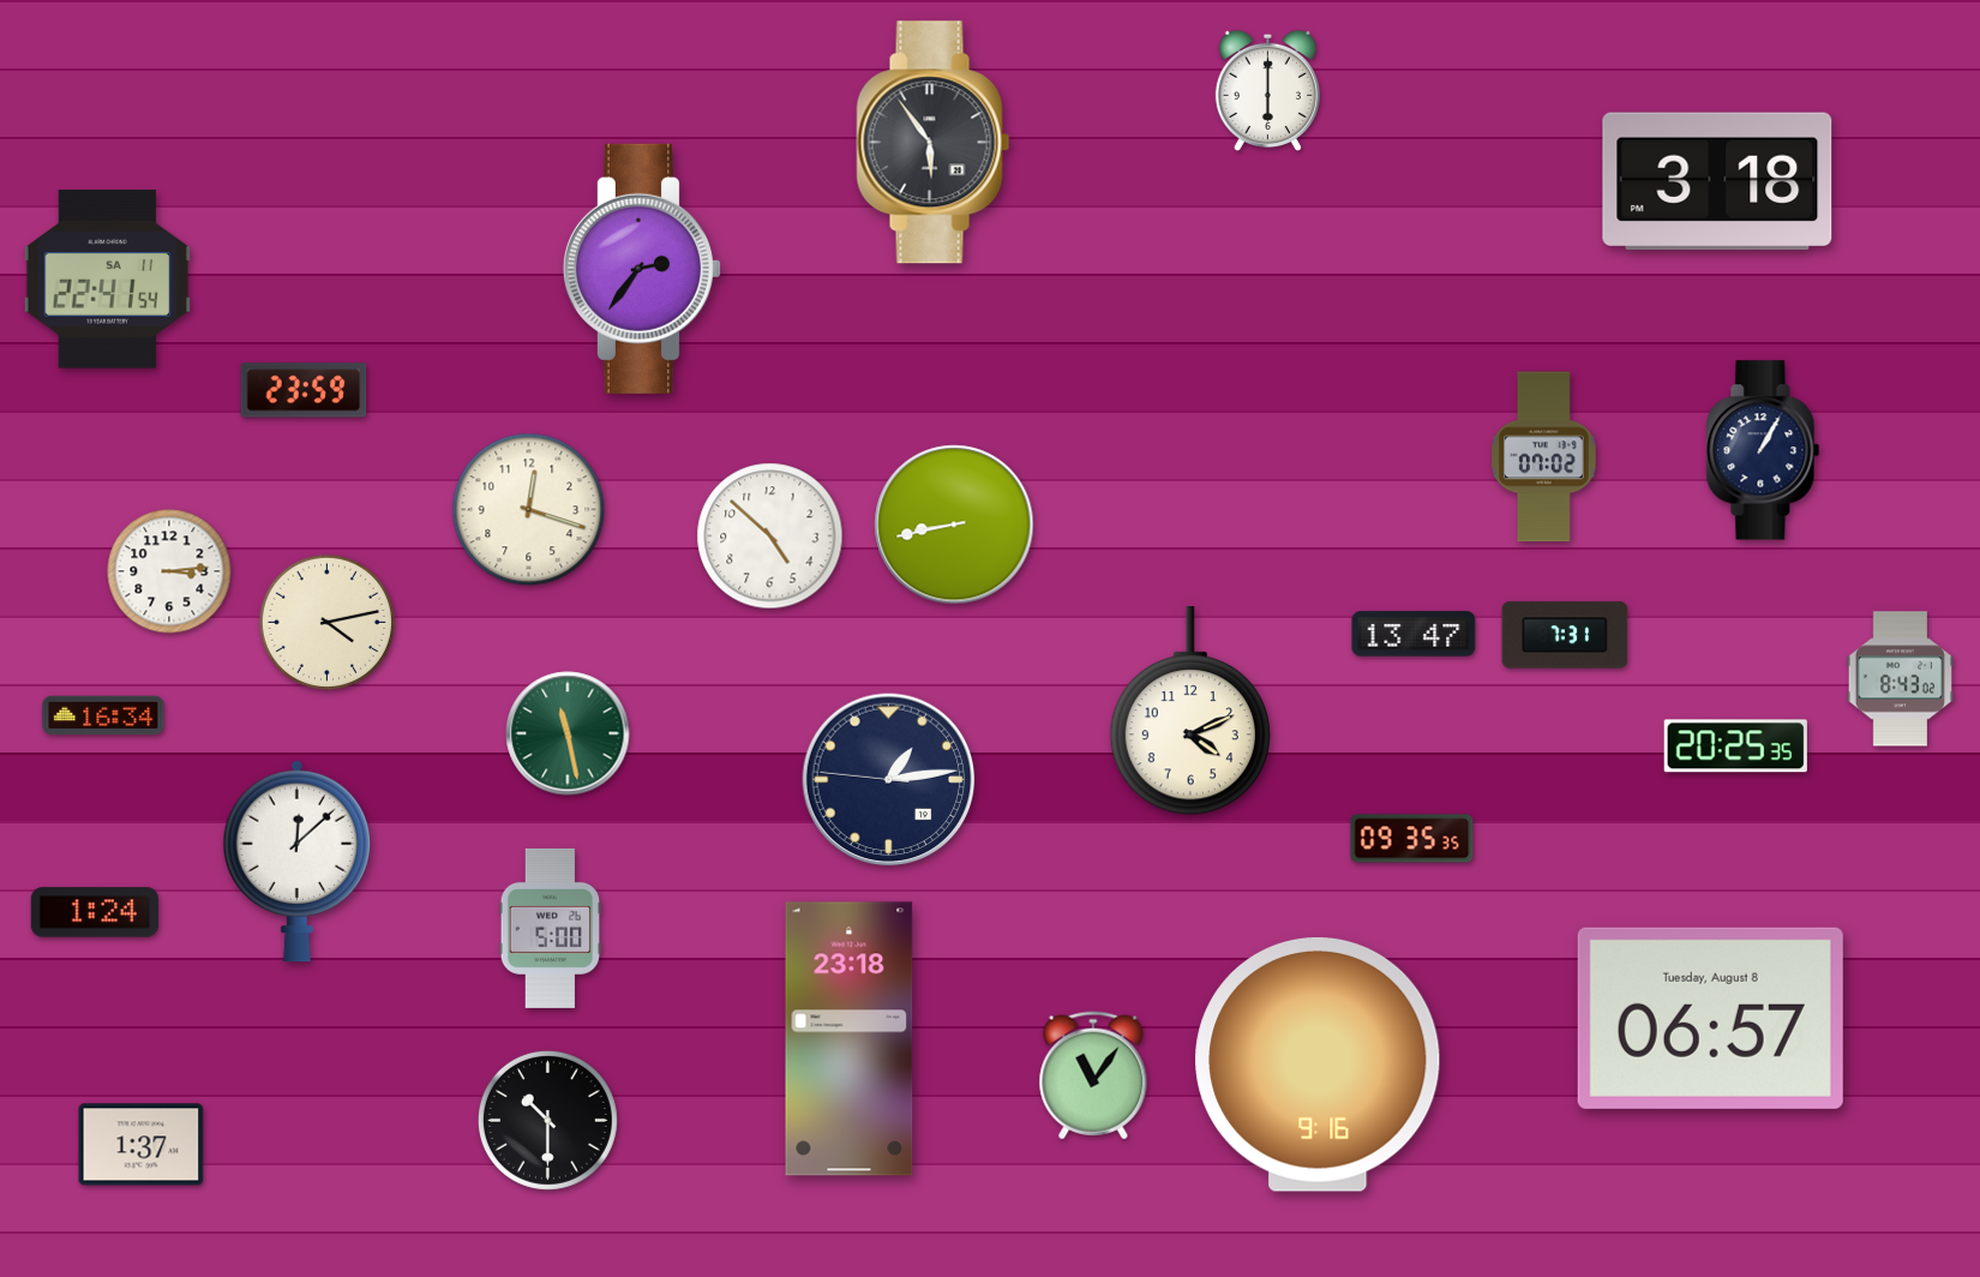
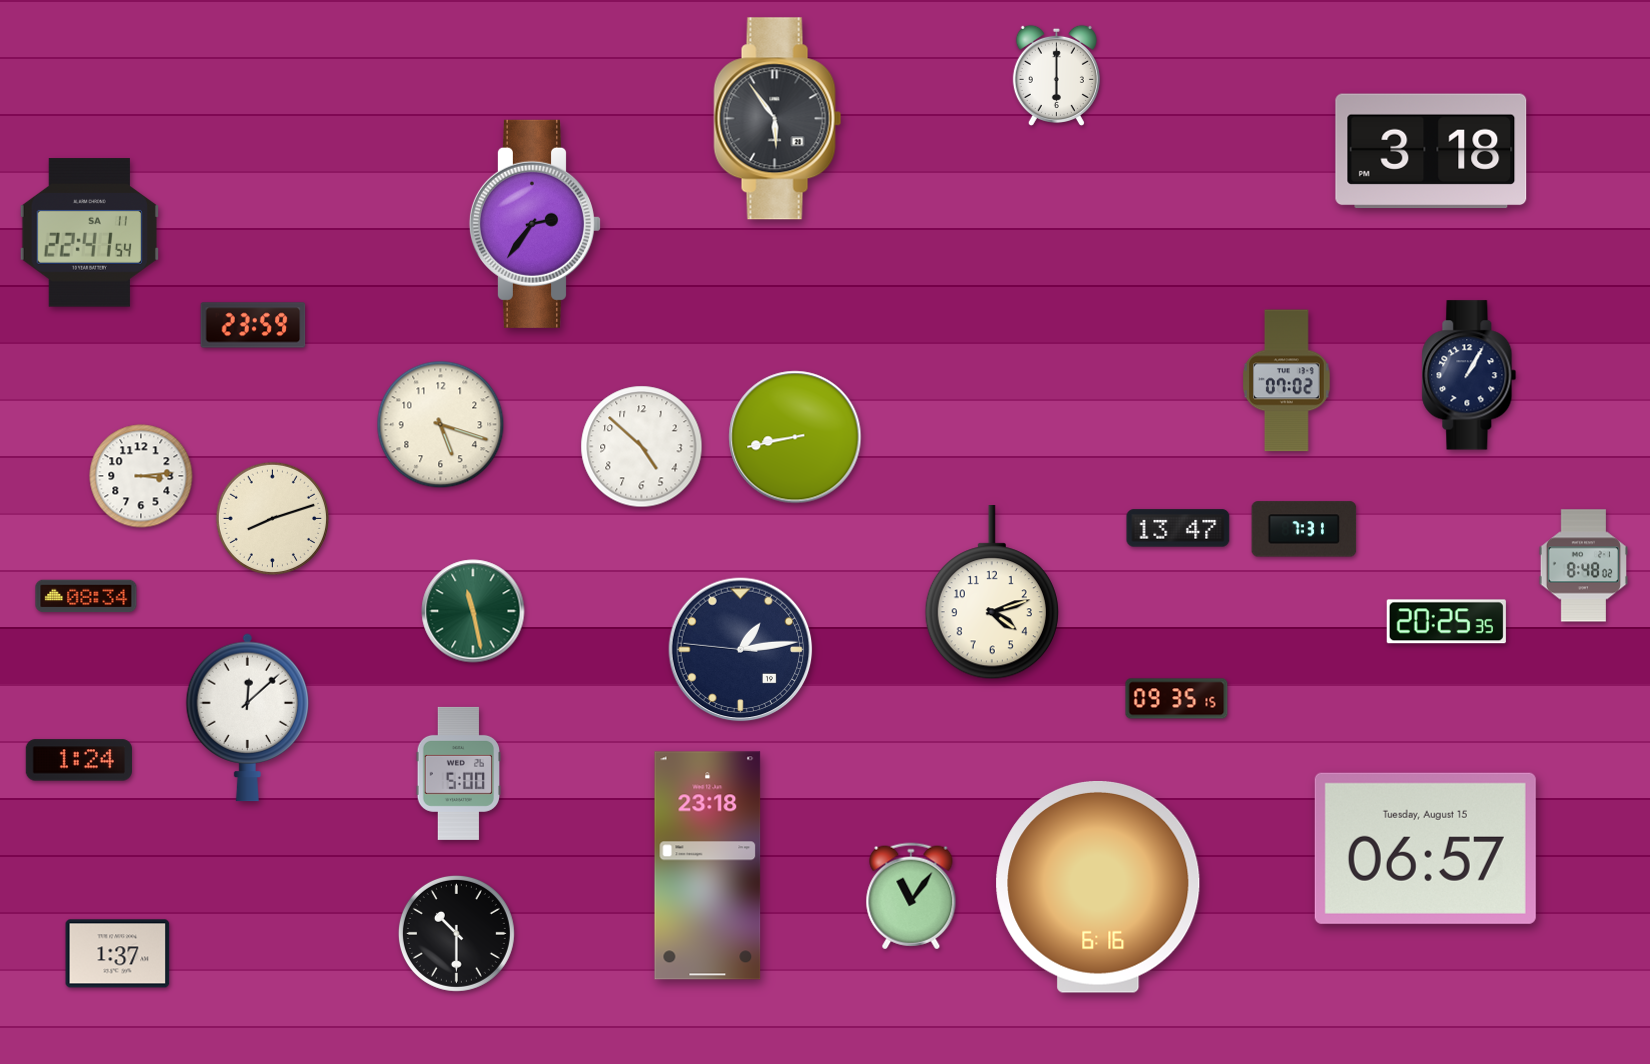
clock at (529, 510): 12:18 -> 5:18
clock at (326, 622): 4:13 -> 8:12
clock at (1900, 679): 8:43 -> 8:48
clock at (1190, 712): 4:11 -> 4:12
clock at (103, 715): 16:34 -> 08:34
clock at (1412, 839): 09:35:35 -> 09:35:15
clock at (1710, 1018) date: Tuesday, August 8 -> Tuesday, August 15
clock at (1318, 1065): 9:16 -> 6:16
